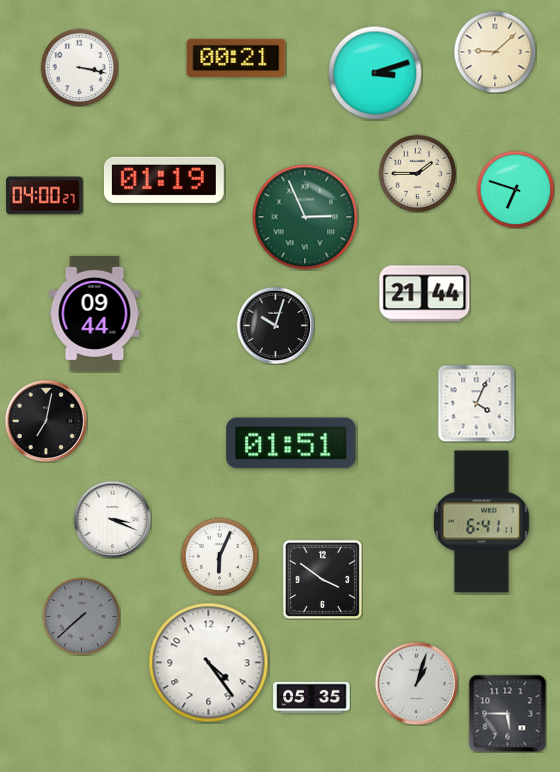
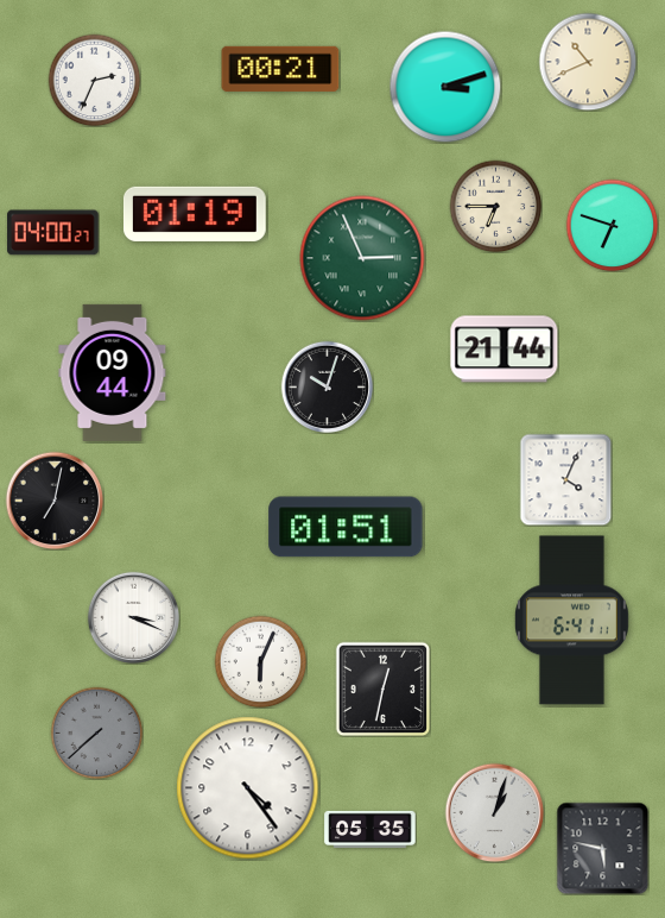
clock at (495, 52): 9:08 -> 10:41
clock at (79, 67): 3:17 -> 2:34
clock at (417, 173): 1:45 -> 6:45
clock at (322, 579): 3:51 -> 12:32
clock at (507, 713): 5:45 -> 5:47
